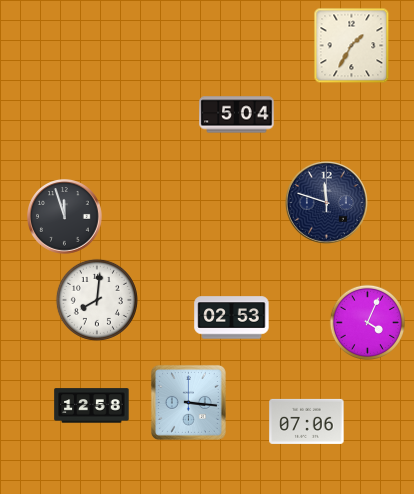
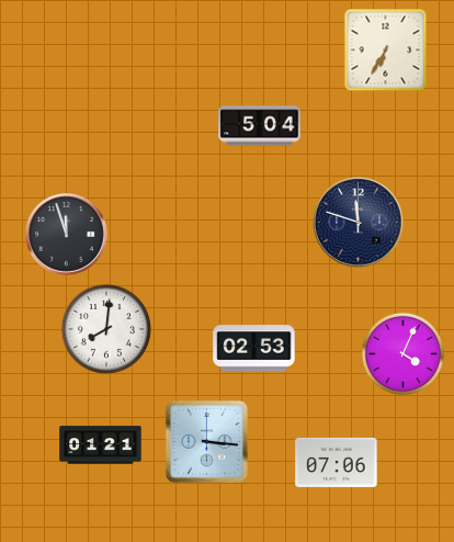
clock at (352, 46): 1:35 -> 6:35
clock at (65, 217) position: (65, 217) -> (67, 235)
clock at (92, 406): 12:58 -> 01:21
